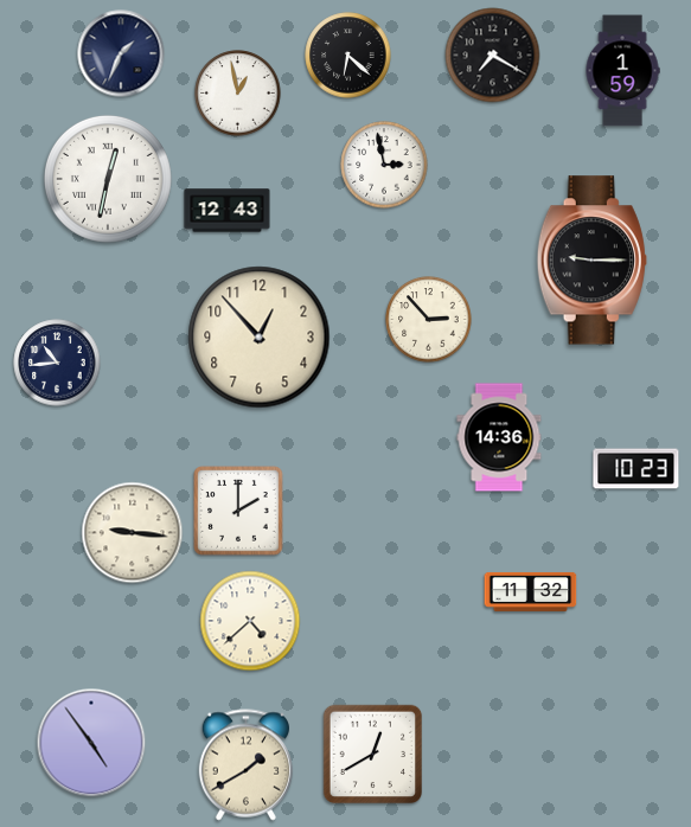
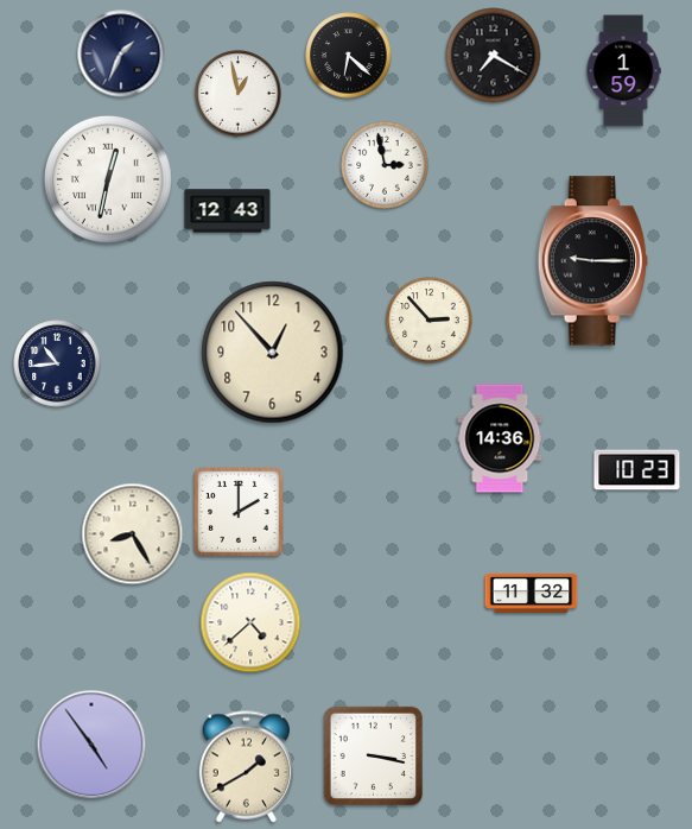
clock at (260, 338) position: (260, 338) -> (273, 353)
clock at (133, 533): 9:16 -> 8:25
clock at (373, 755): 12:40 -> 3:17
